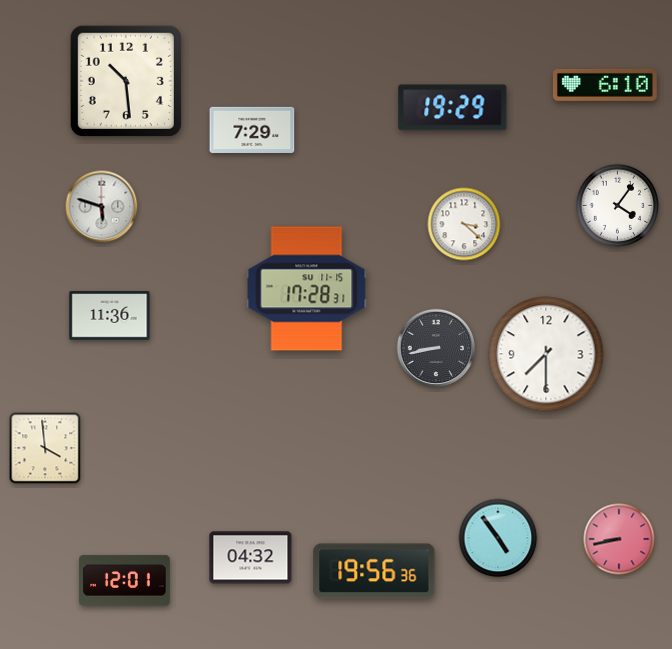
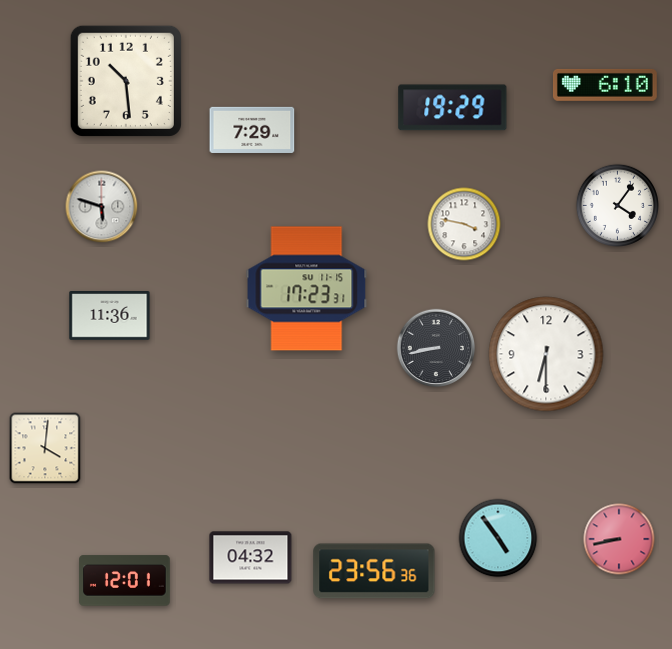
clock at (464, 224): 3:22 -> 3:47
clock at (307, 289): 17:28 -> 17:23
clock at (546, 354): 7:30 -> 6:30
clock at (45, 448): 3:59 -> 4:01
clock at (374, 571): 19:56 -> 23:56
